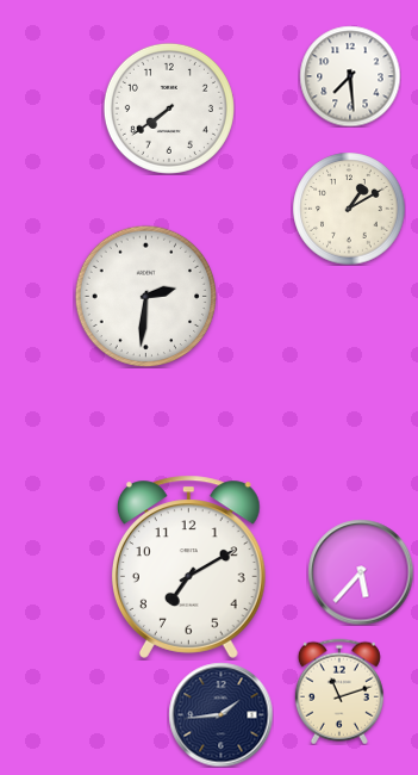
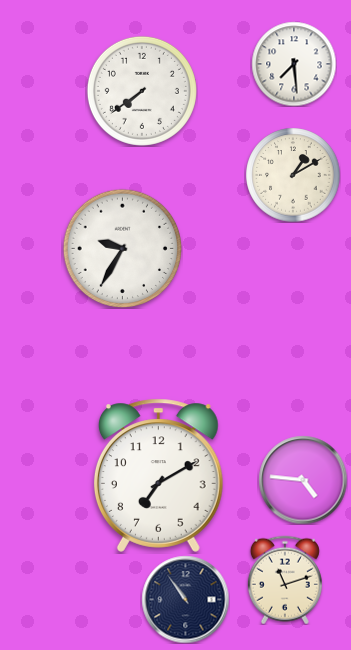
clock at (145, 296): 2:31 -> 9:35
clock at (361, 572): 5:37 -> 4:46
clock at (220, 714): 1:44 -> 10:54
